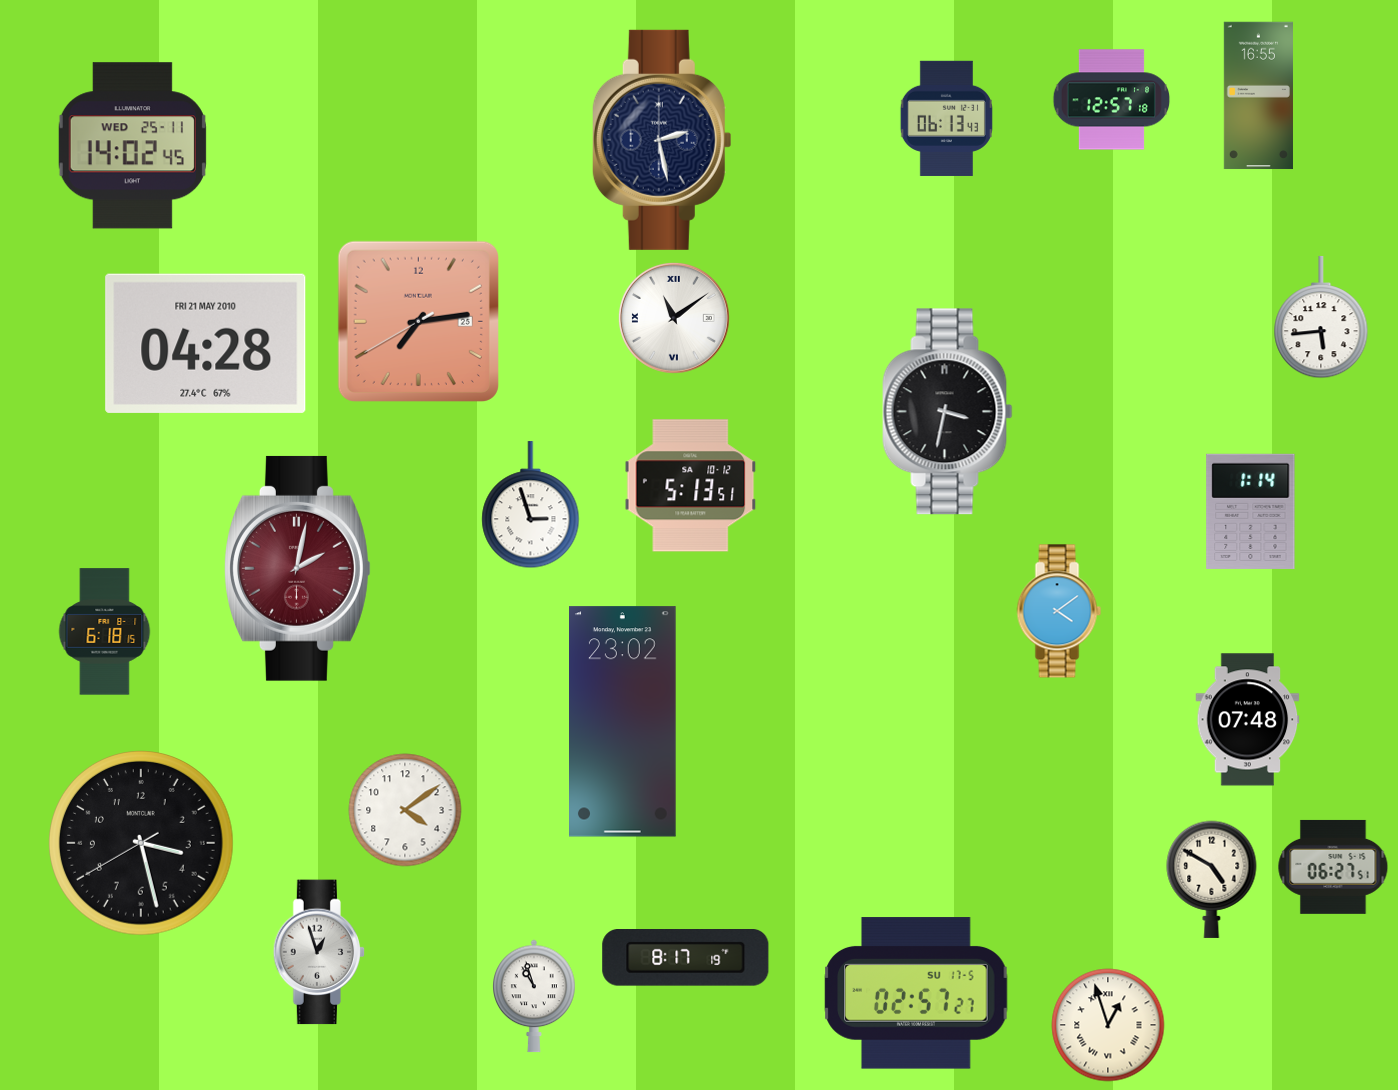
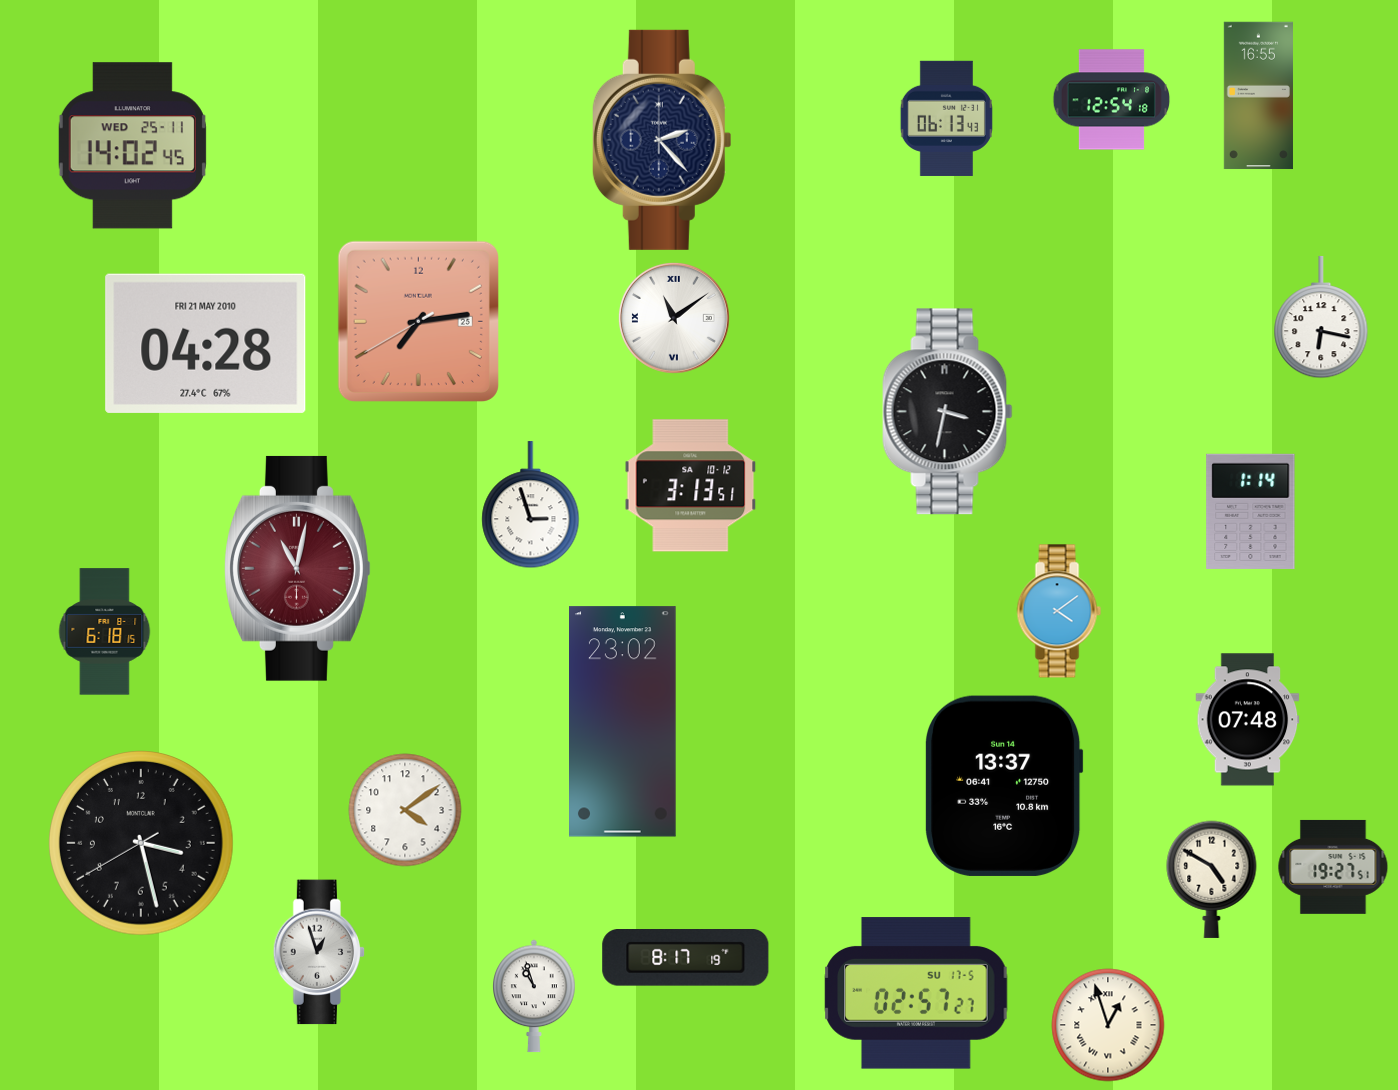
clock at (1112, 100): 12:57 -> 12:54
clock at (662, 140): 2:28 -> 2:23
clock at (1321, 317): 5:44 -> 6:17
clock at (691, 486): 5:13 -> 3:13
clock at (298, 568): 2:02 -> 11:02
clock at (1005, 786): none -> 13:37
clock at (1333, 867): 06:27 -> 19:27
